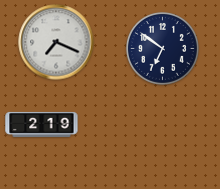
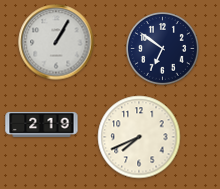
clock at (56, 42): 7:19 -> 1:05
clock at (139, 137): none -> 7:41
